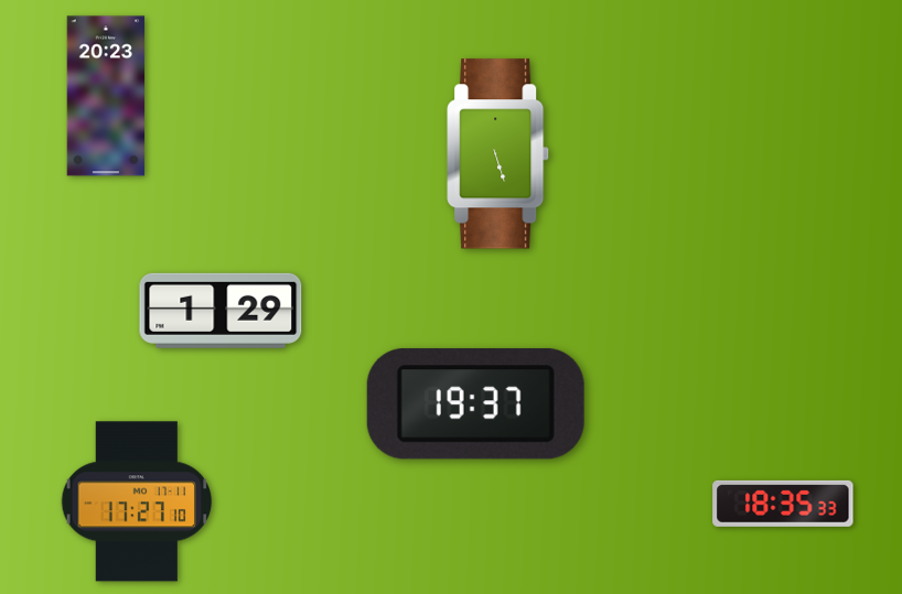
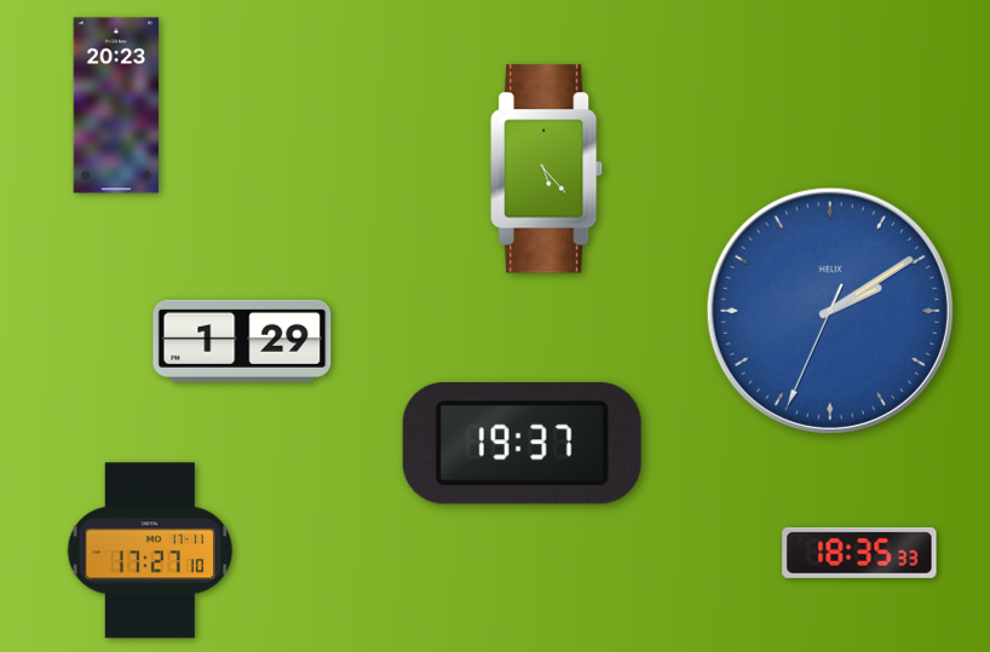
clock at (498, 154): 5:27 -> 5:23
clock at (830, 311): none -> 2:09
